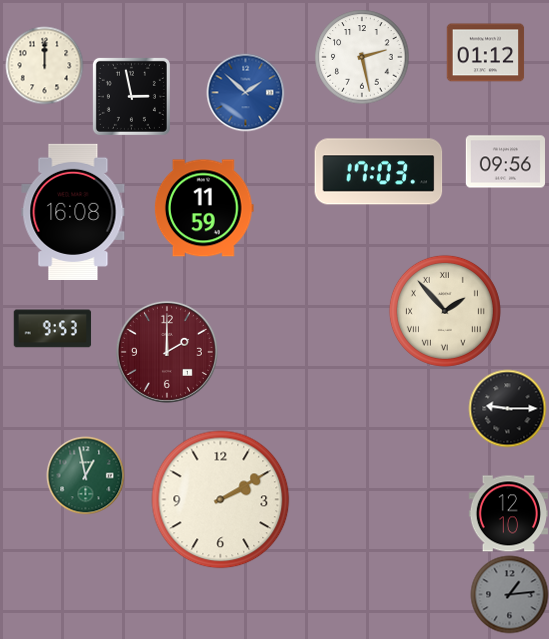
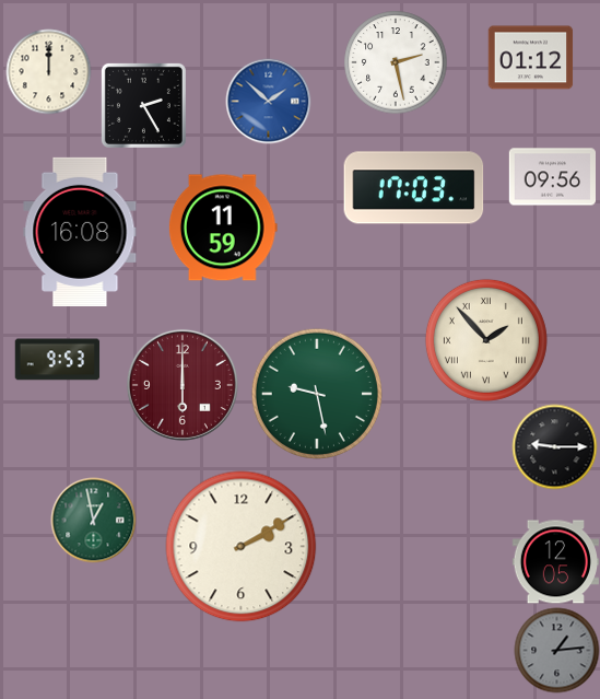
clock at (131, 96): 2:58 -> 2:25
clock at (167, 352): 2:00 -> 6:00
clock at (317, 394): none -> 9:28
clock at (508, 514): 12:10 -> 12:05
